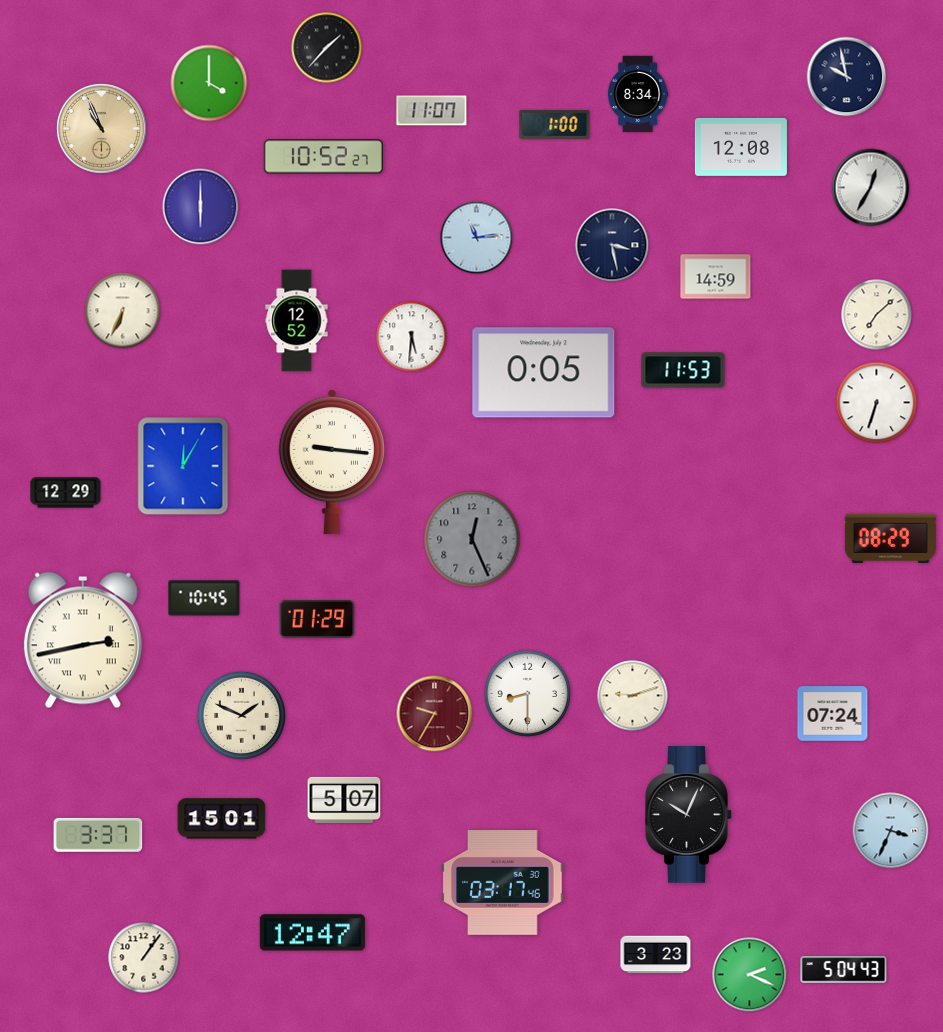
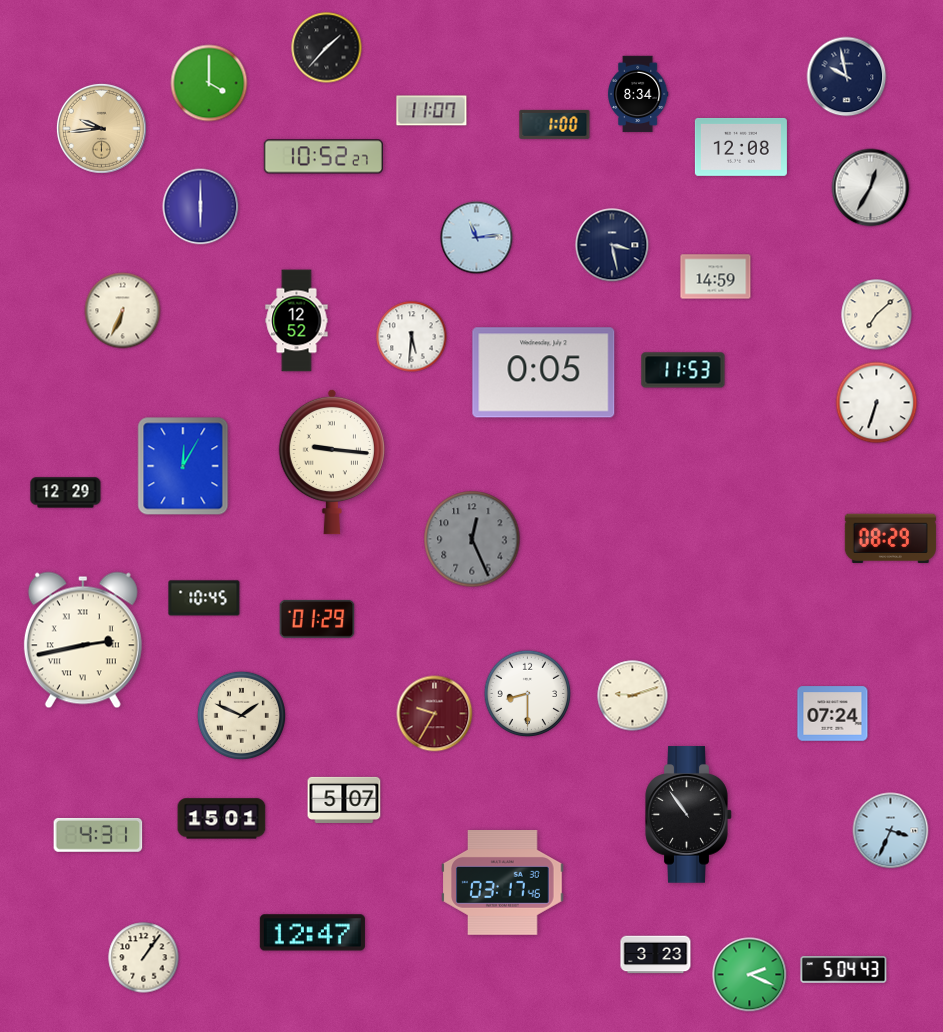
clock at (101, 128): 10:56 -> 9:44
clock at (689, 815): 10:04 -> 10:54
clock at (98, 835): 3:37 -> 4:31
